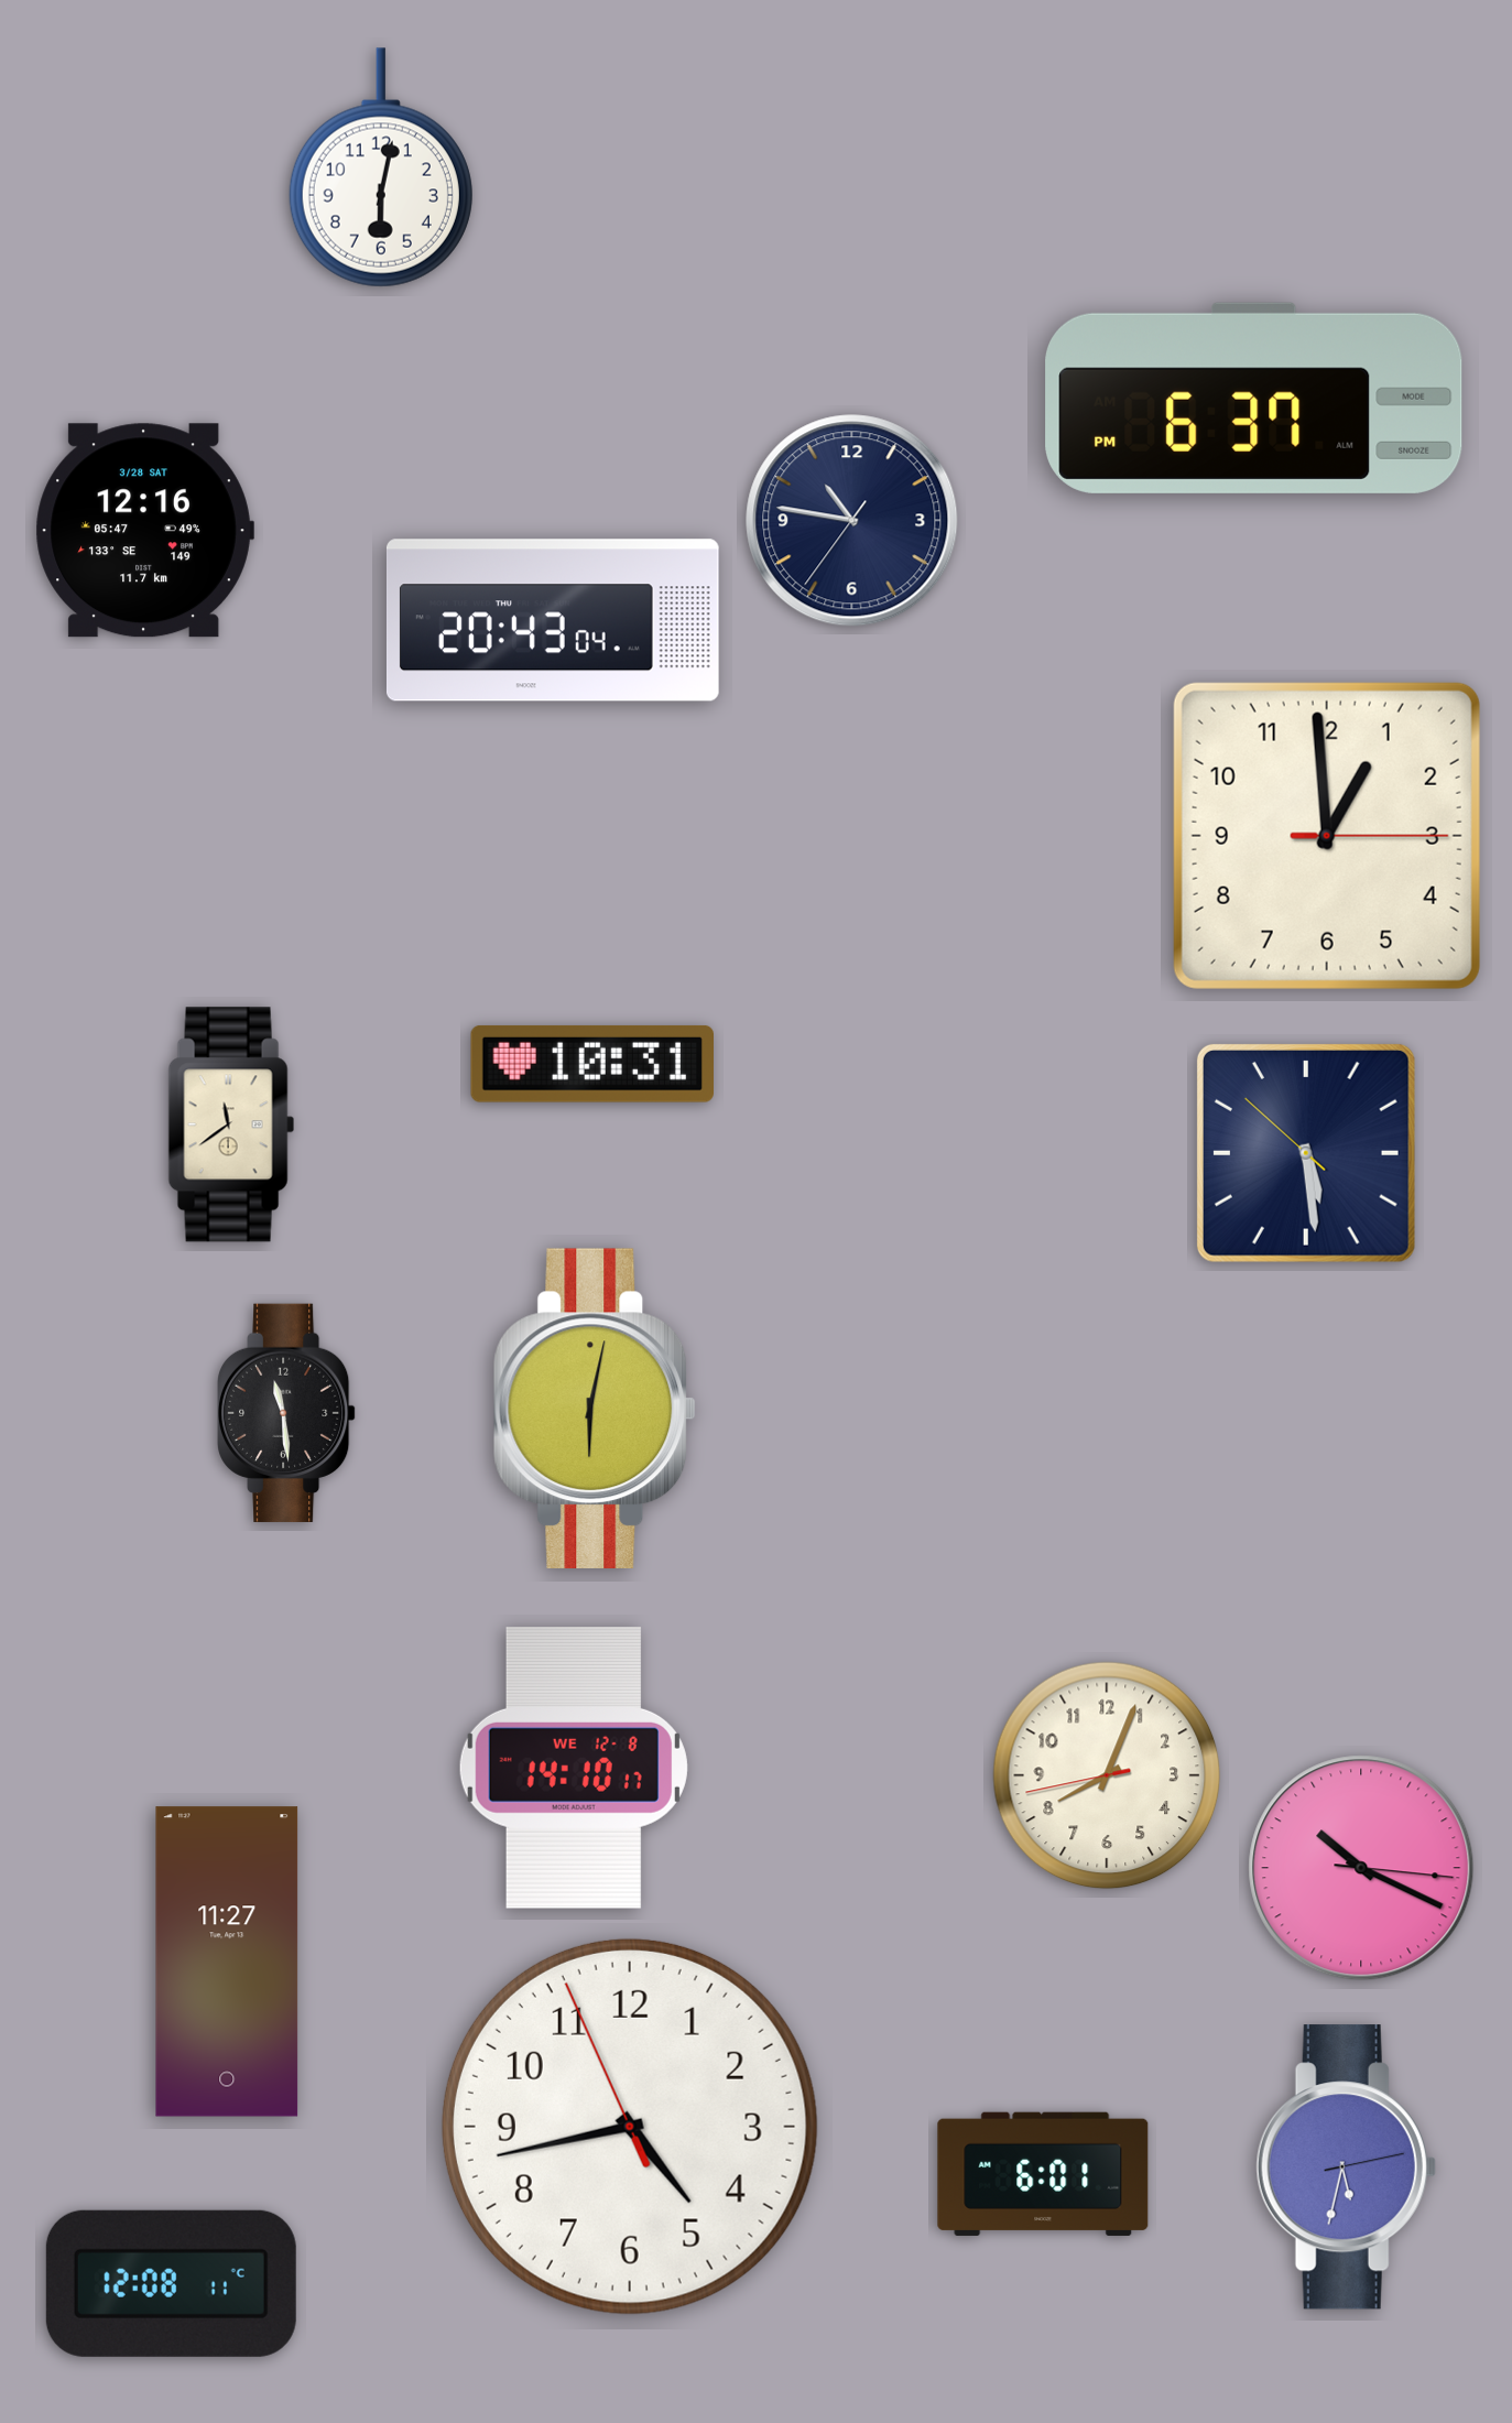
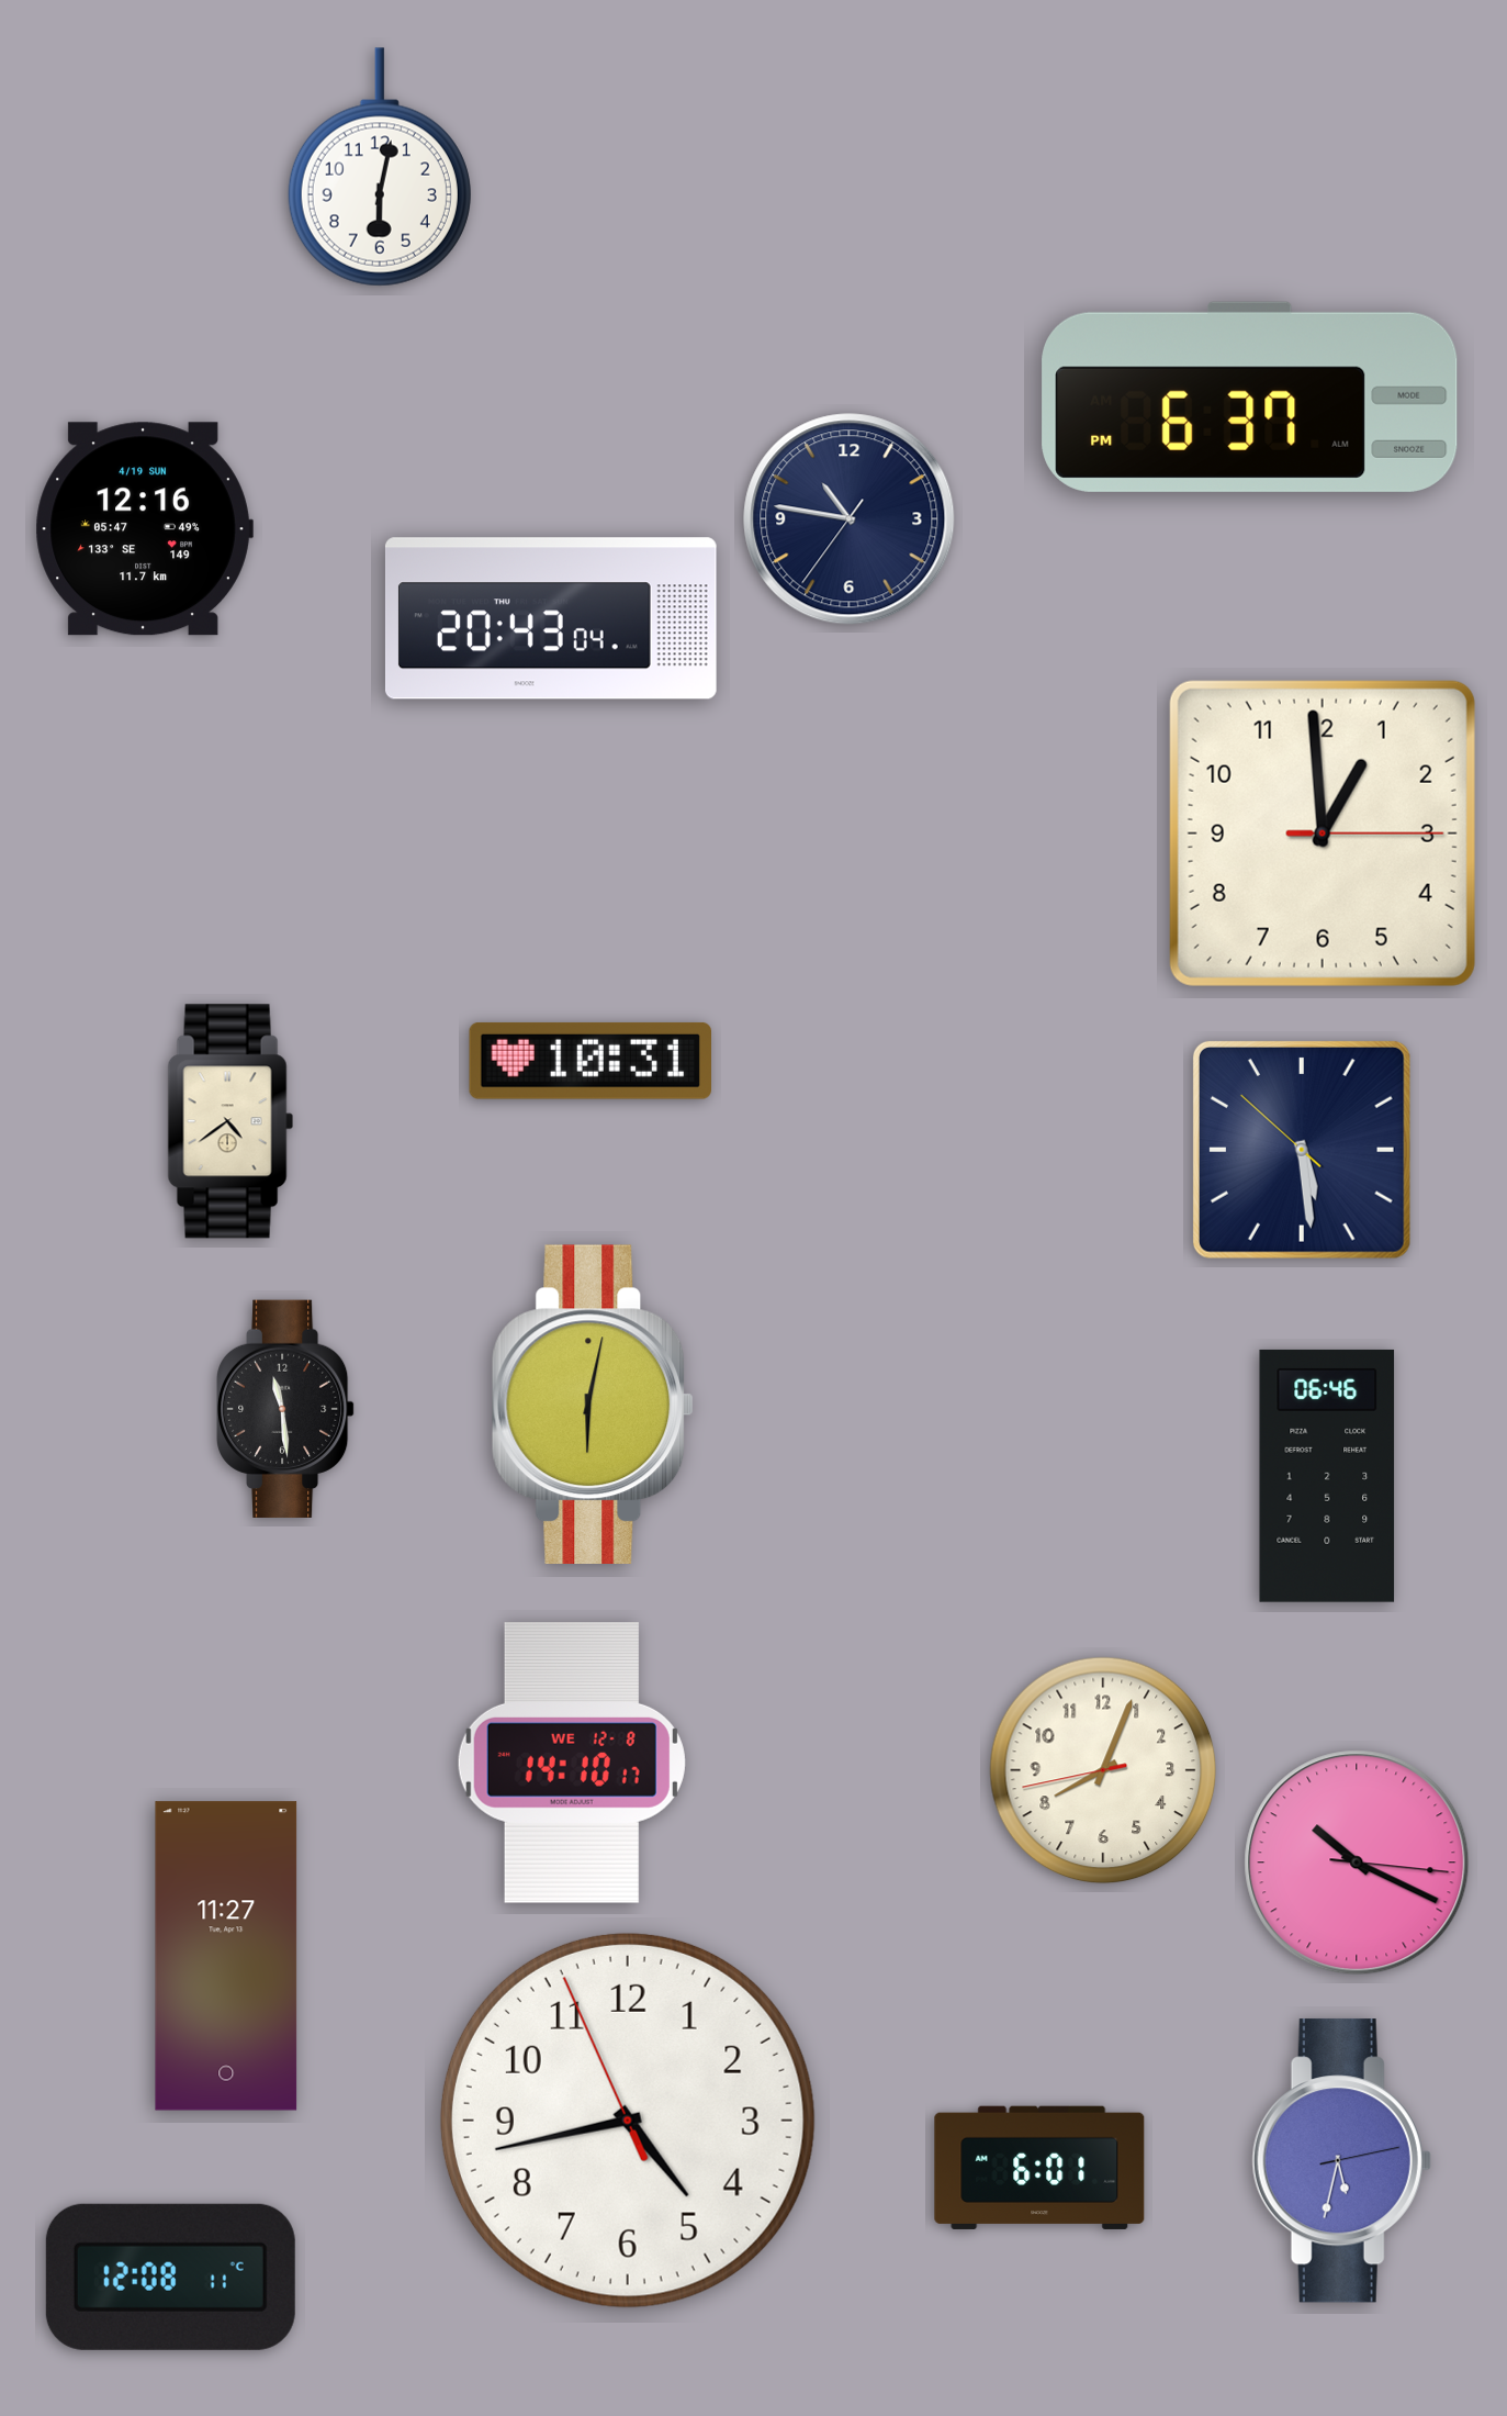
clock at (144, 531) date: 3/28 SAT -> 4/19 SUN
clock at (231, 1124): 11:39 -> 4:39
clock at (1327, 1476): none -> 06:46
